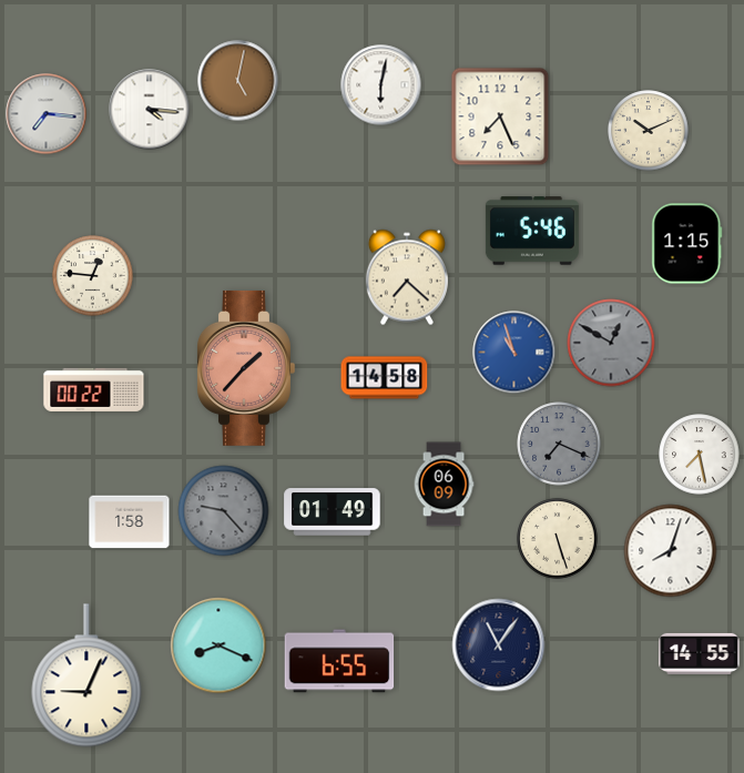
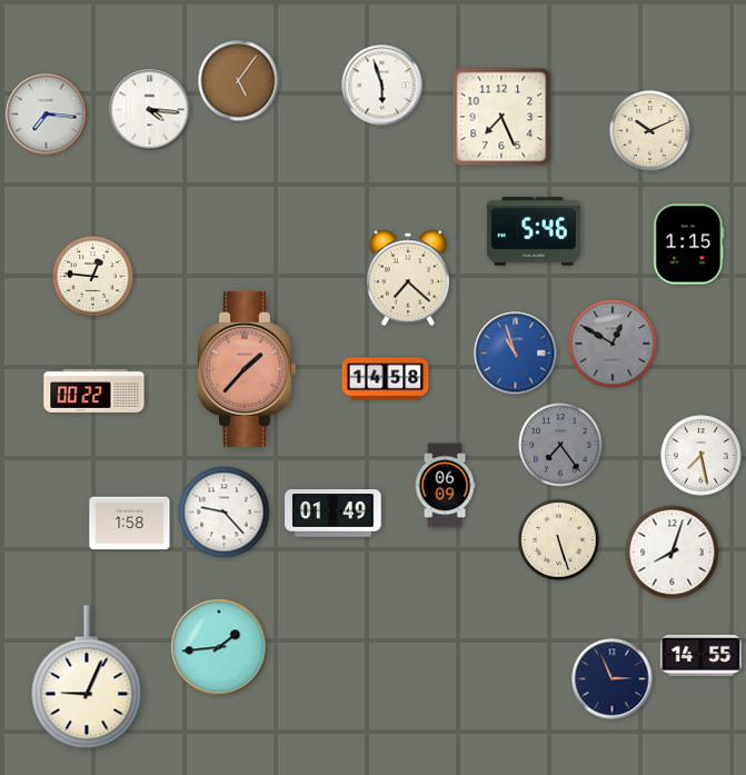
clock at (238, 81): 5:02 -> 5:06
clock at (381, 85): 6:02 -> 5:57
clock at (559, 444): 7:19 -> 7:24
clock at (224, 511) dial: grey -> white
clock at (218, 645): 8:19 -> 1:44
clock at (499, 645): 11:06 -> none
clock at (339, 661): 6:55 -> none
clock at (613, 679): none -> 2:56
